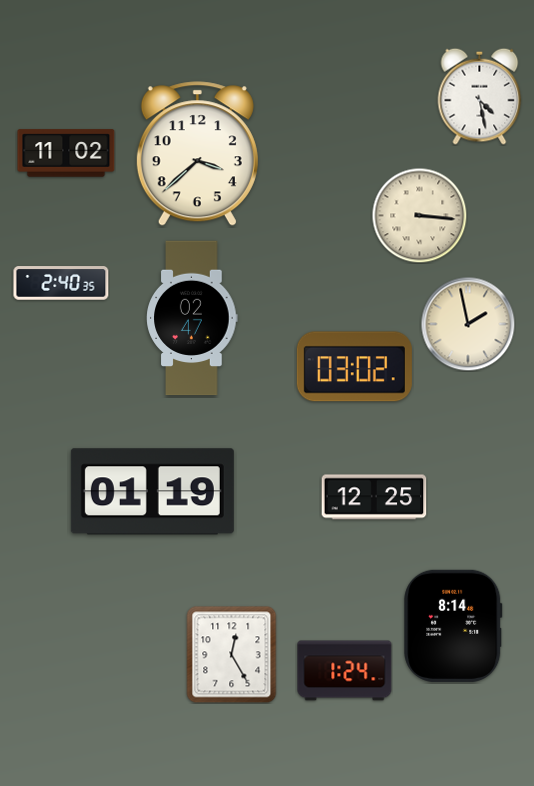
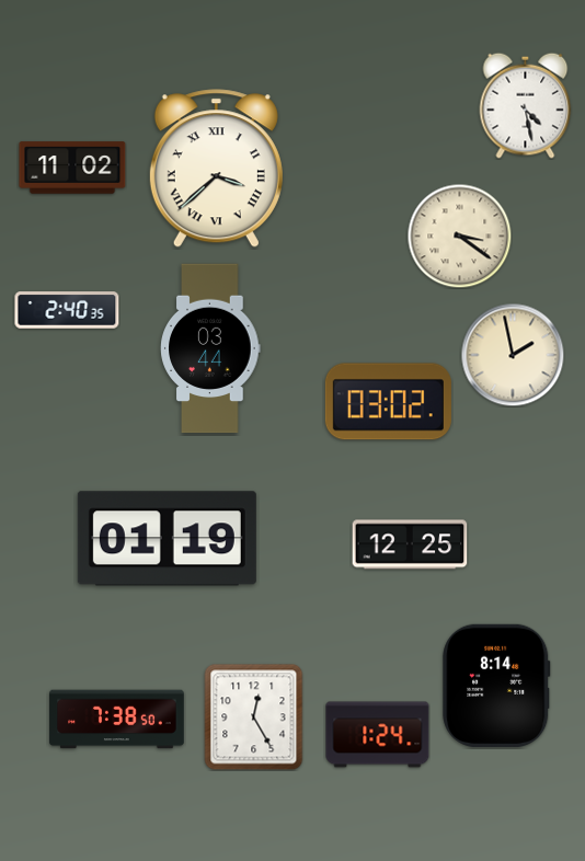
clock at (197, 154) numerals: Arabic -> Roman
clock at (419, 215): 3:16 -> 3:21
clock at (192, 318): 02:47 -> 03:44
clock at (117, 720): none -> 7:38
